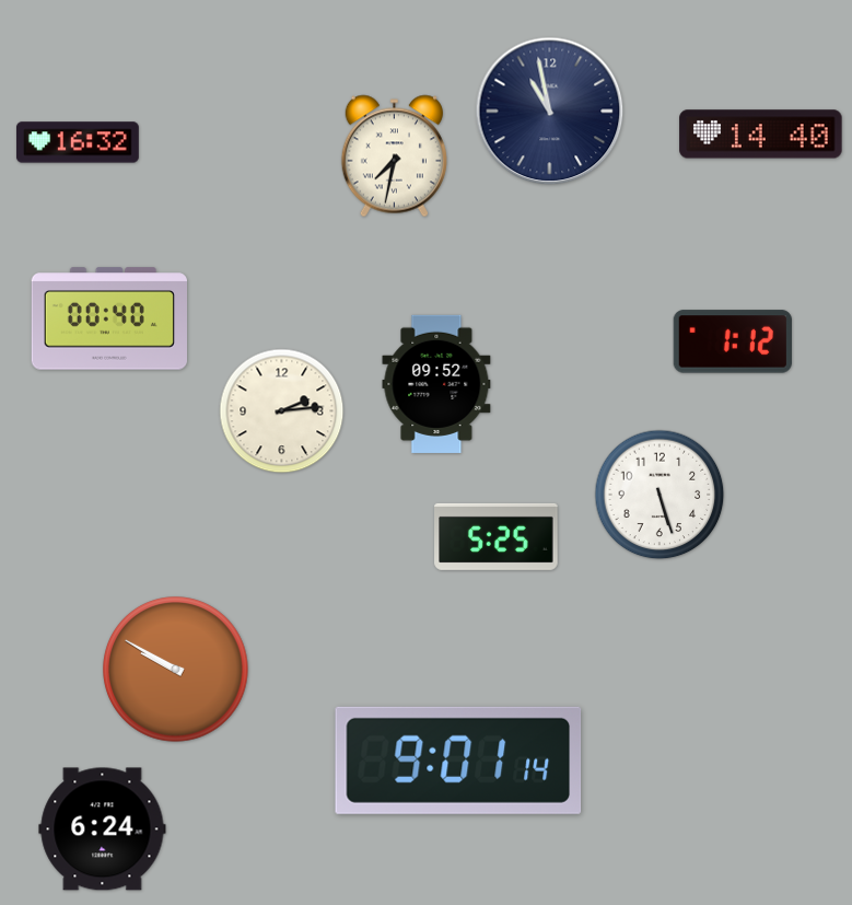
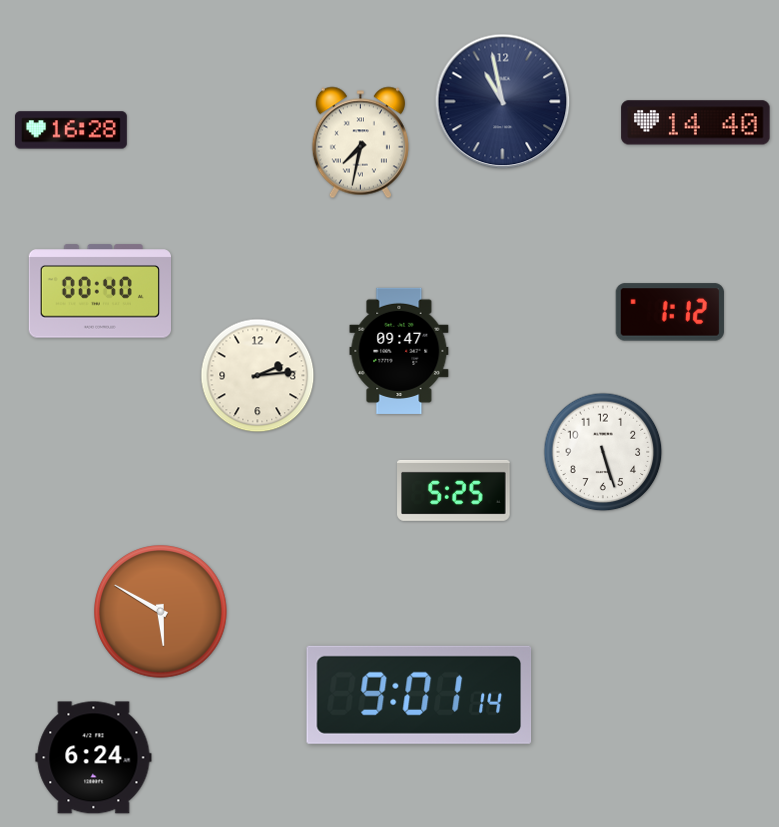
clock at (78, 142): 16:32 -> 16:28
clock at (436, 384): 09:52 -> 09:47
clock at (176, 670): 9:50 -> 5:50
